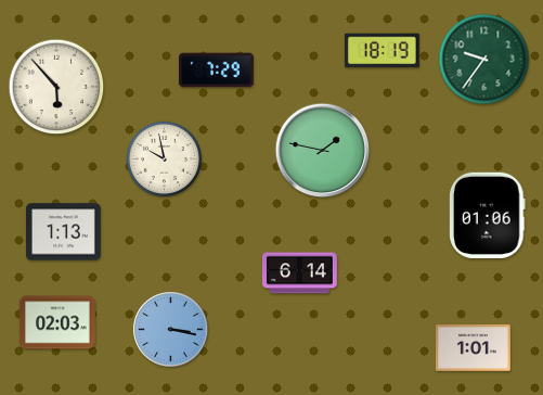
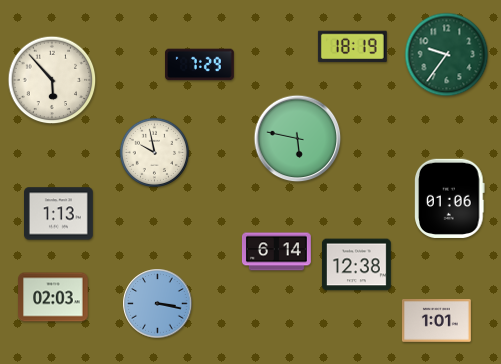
clock at (323, 151): 1:47 -> 5:47
clock at (164, 158) position: (164, 158) -> (154, 152)
clock at (357, 265): none -> 12:38
